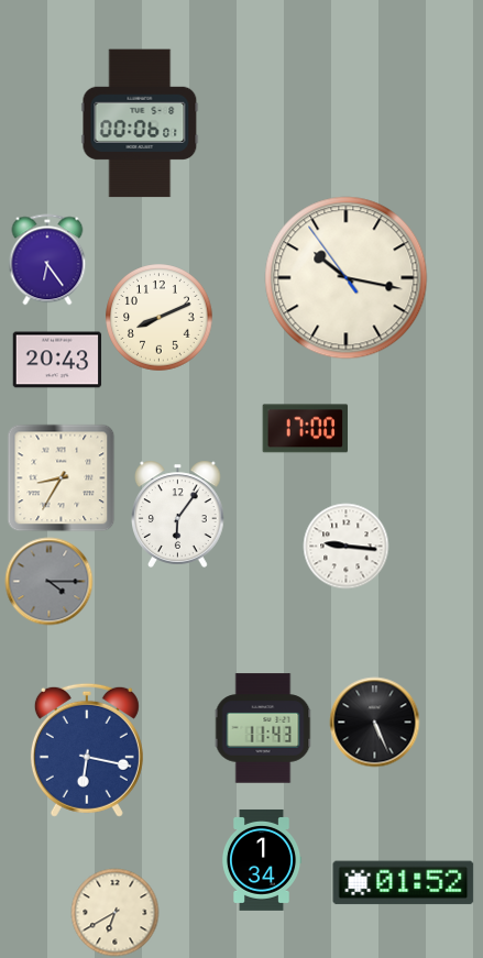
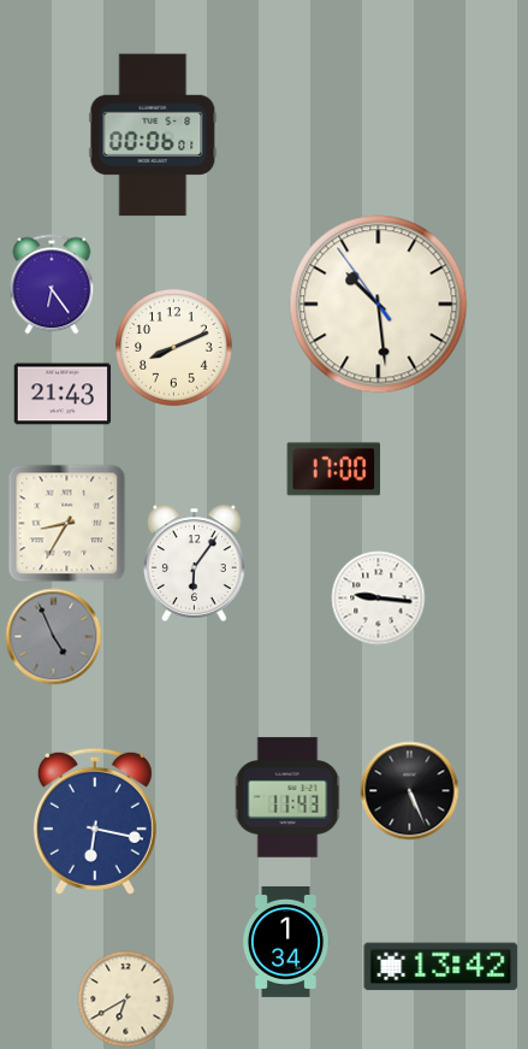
clock at (347, 278): 10:16 -> 10:28
clock at (57, 360): 20:43 -> 21:43
clock at (48, 581): 4:15 -> 4:56
clock at (404, 883): 01:52 -> 13:42
